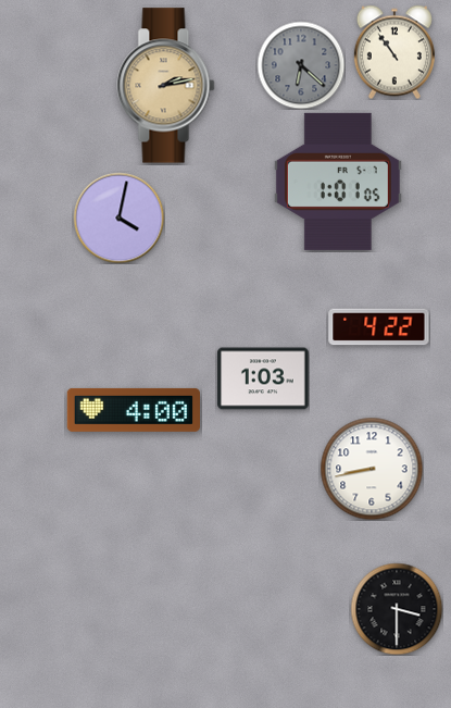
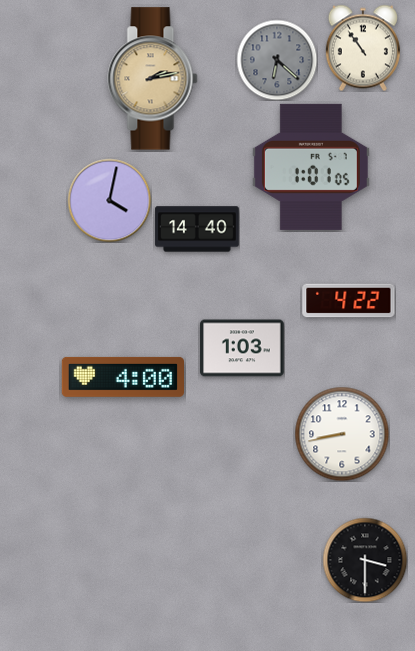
clock at (197, 229): none -> 14:40
clock at (372, 469) position: (372, 469) -> (342, 434)
